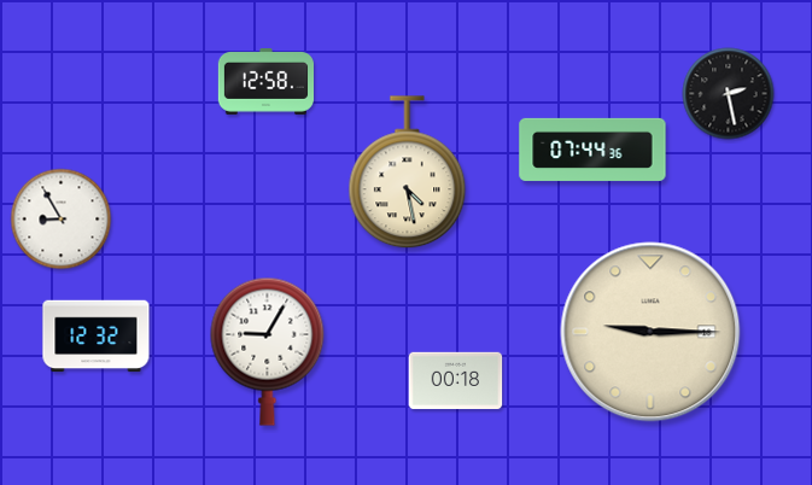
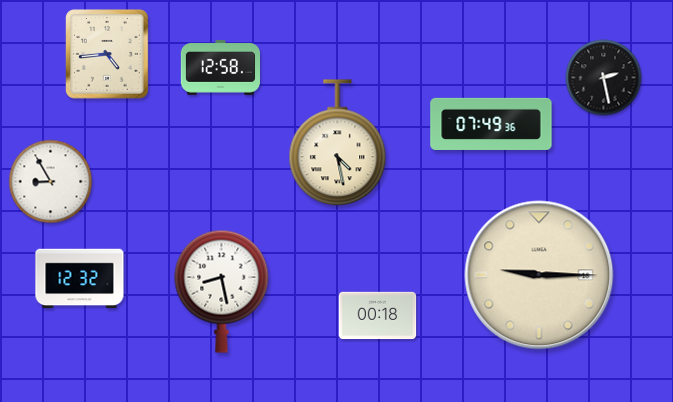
clock at (108, 55): none -> 4:44
clock at (592, 150): 07:44 -> 07:49
clock at (268, 351): 9:05 -> 8:28
